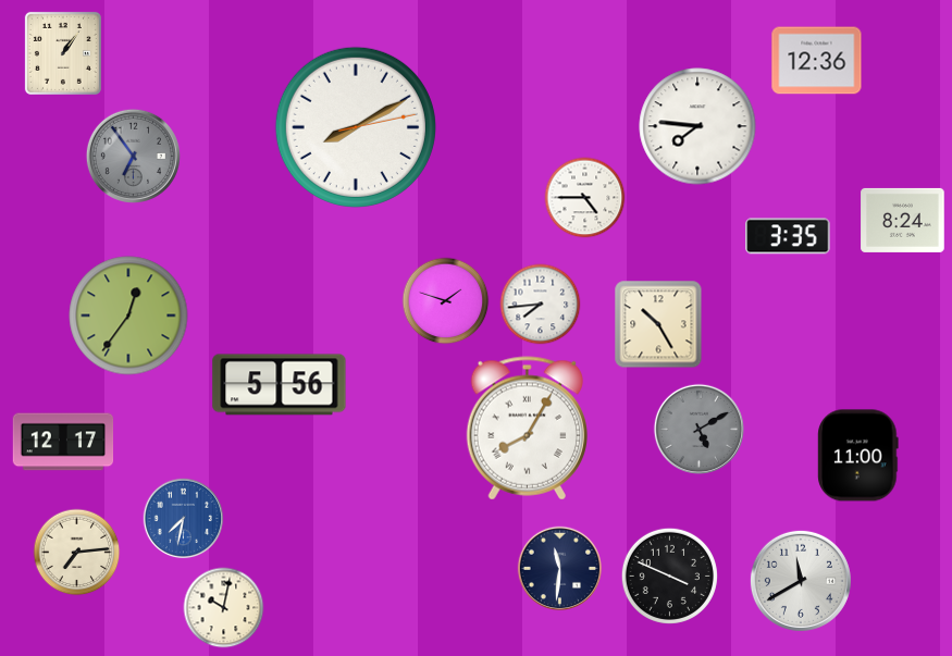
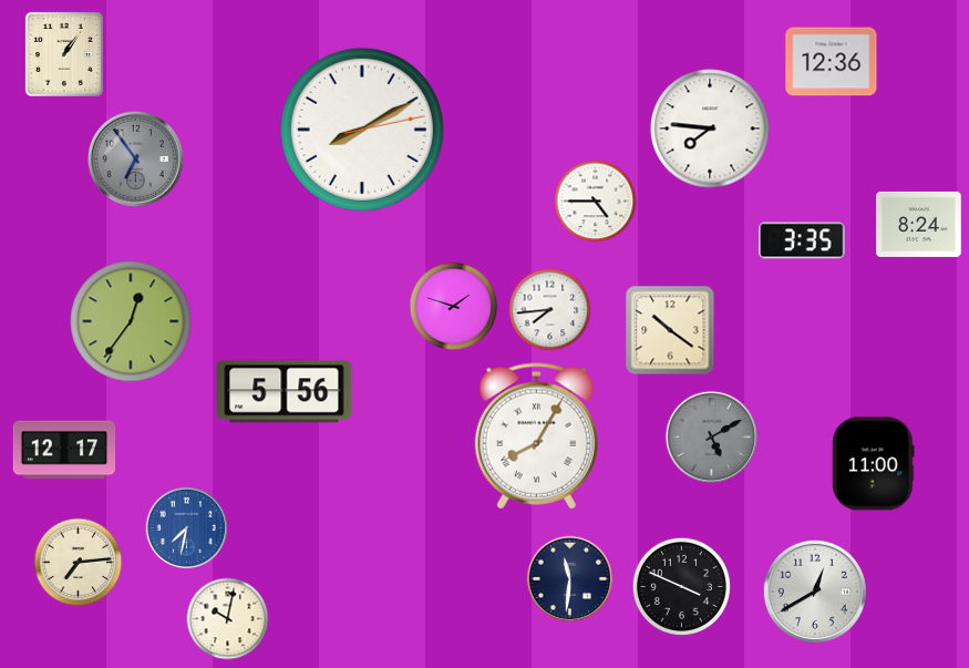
clock at (658, 324): 10:25 -> 10:21
clock at (801, 581): 11:40 -> 12:40
